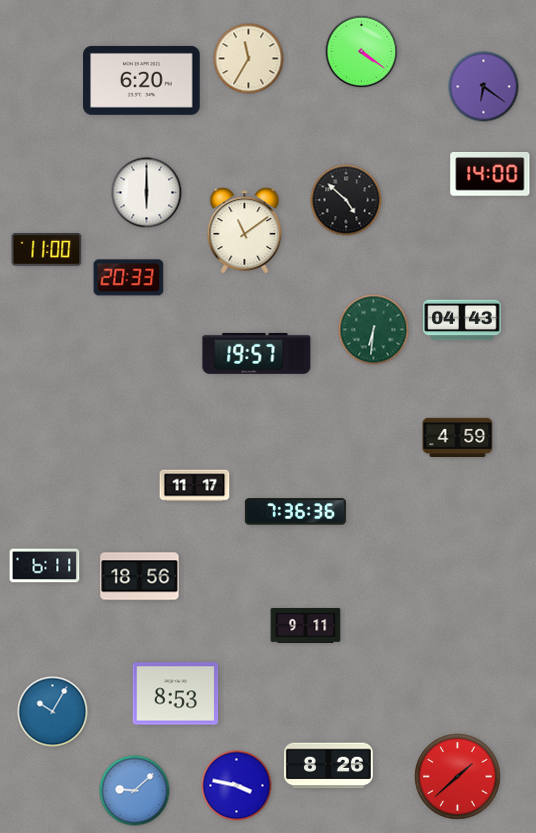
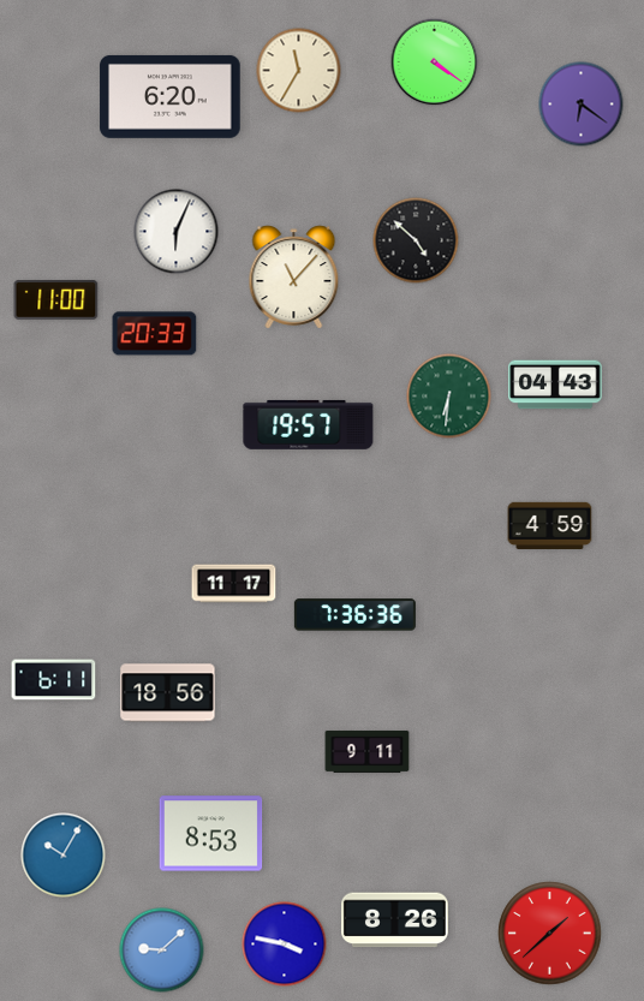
clock at (490, 175): 14:00 -> none
clock at (147, 193): 6:00 -> 6:04
clock at (245, 231): 11:09 -> 11:07
